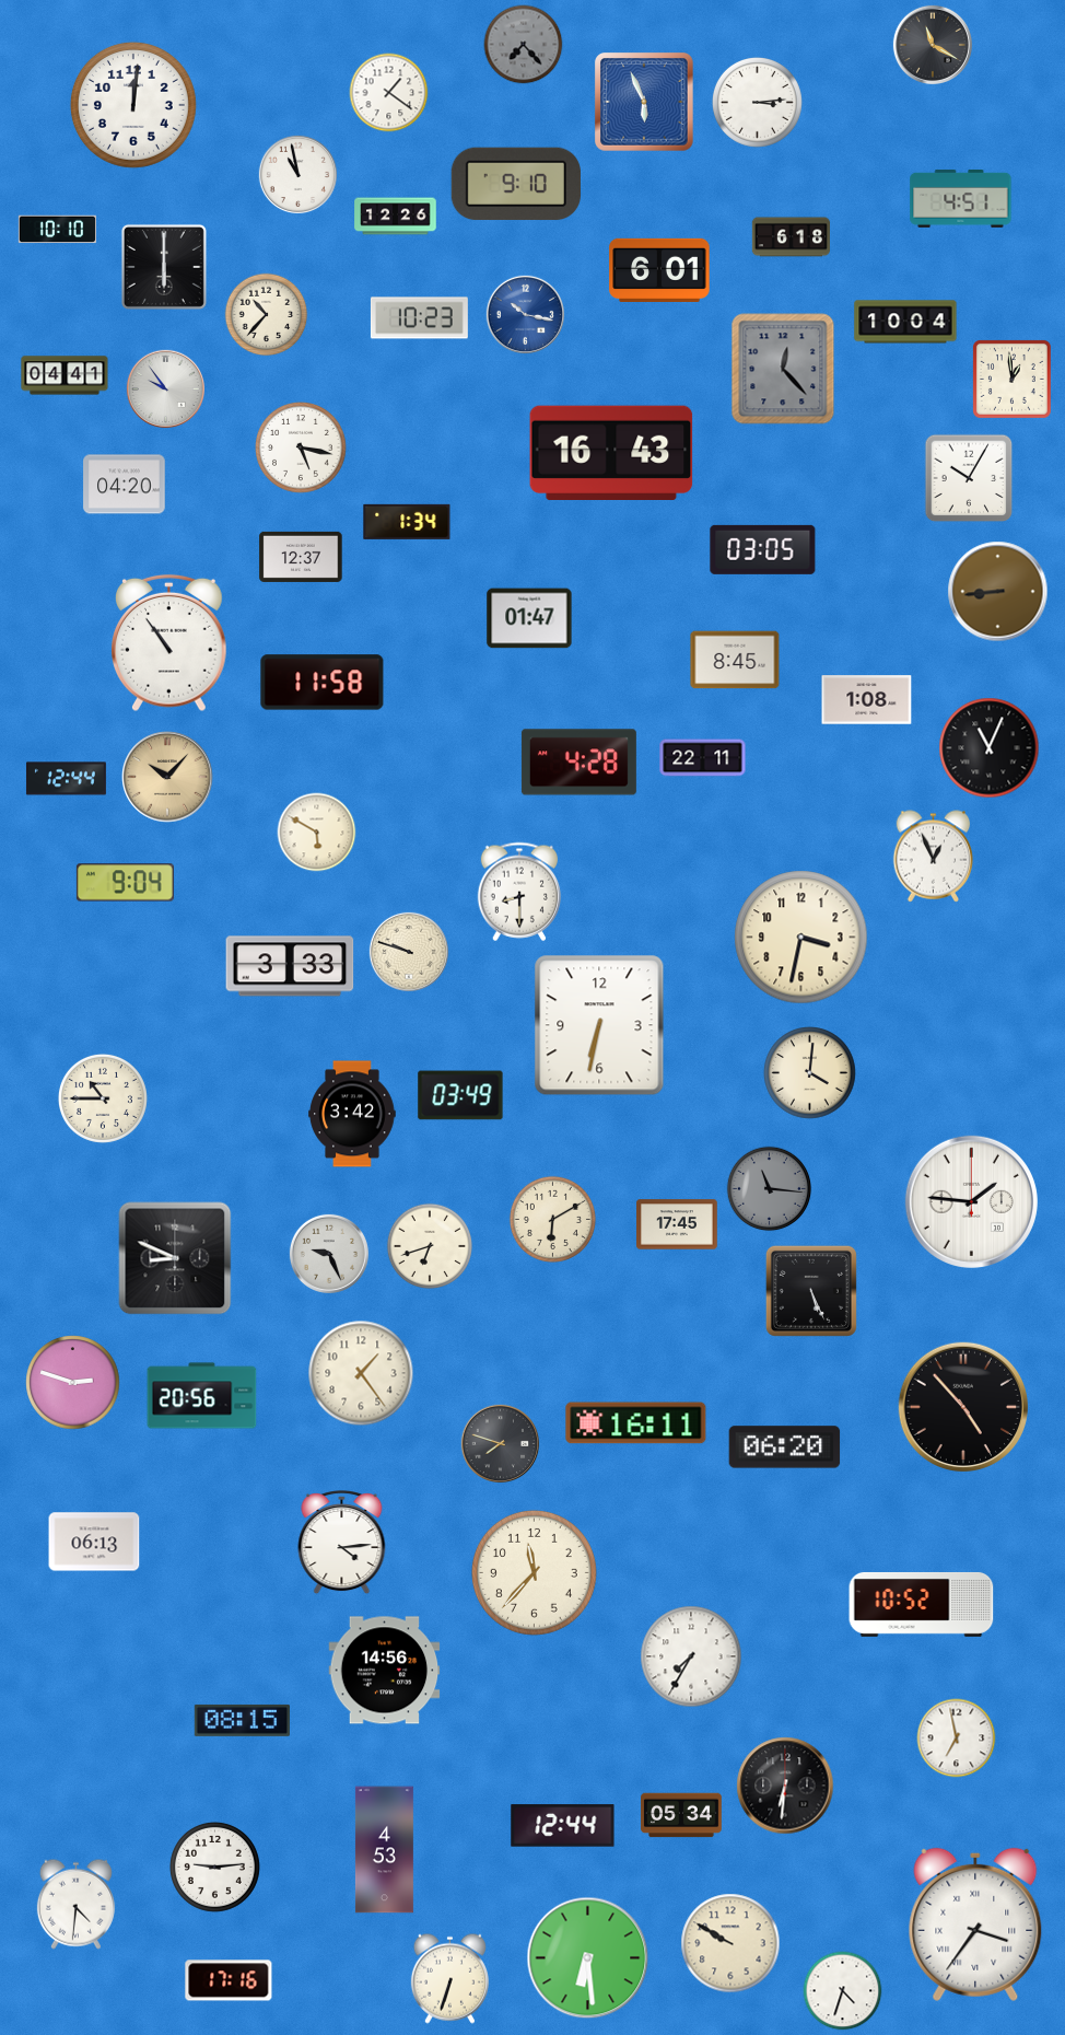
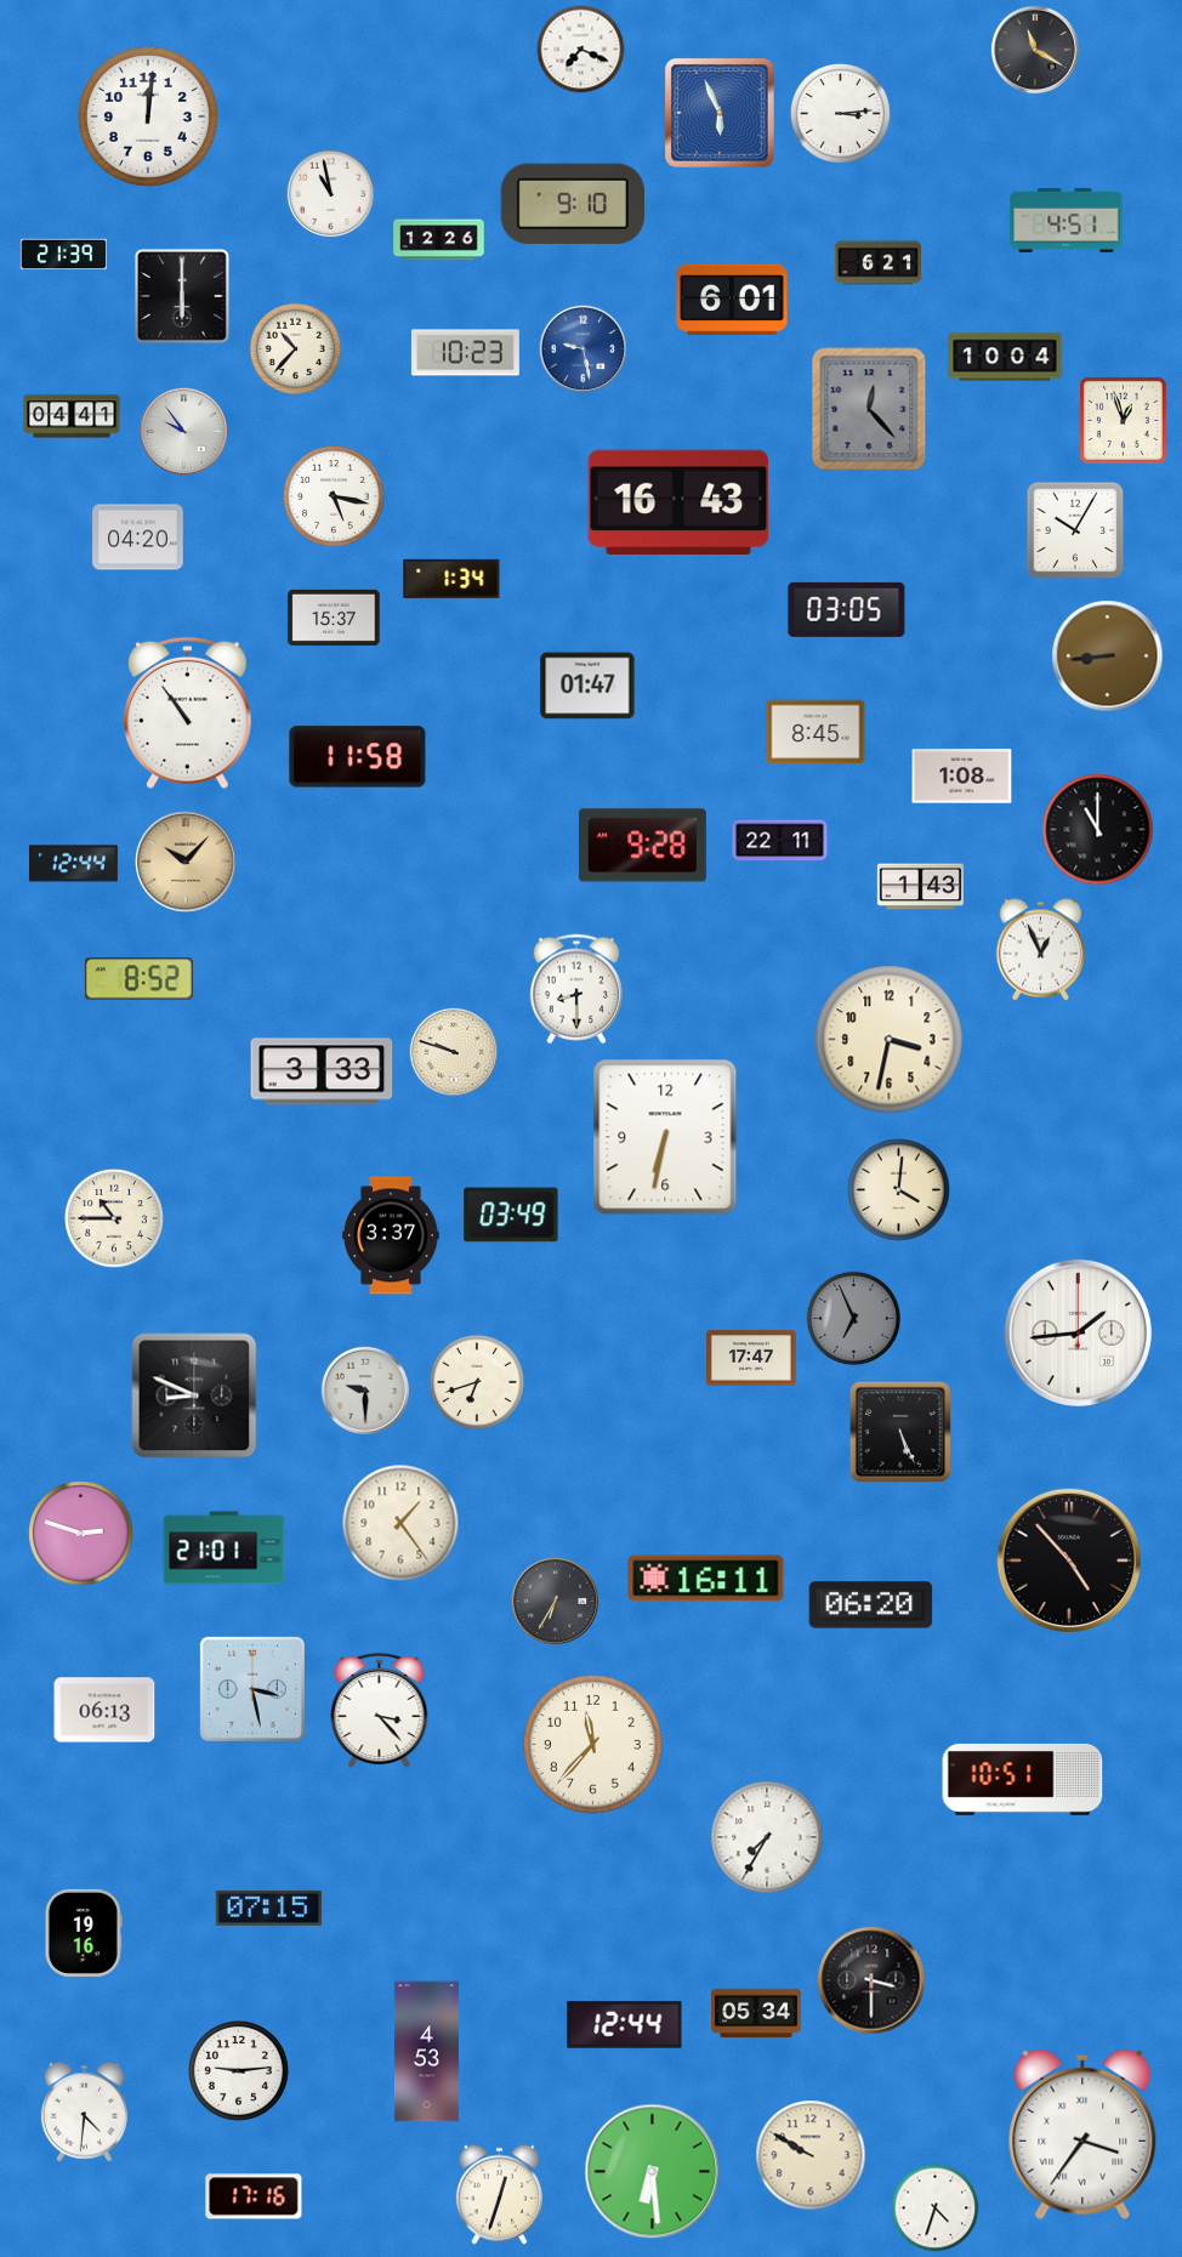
clock at (524, 45): 7:23 -> 7:19
clock at (524, 45) dial: grey -> white
clock at (389, 93): 1:21 -> none
clock at (645, 103) position: (645, 103) -> (721, 114)
clock at (57, 230): 10:10 -> 21:39
clock at (791, 237): 6:18 -> 6:21
clock at (525, 314): 10:17 -> 9:28
clock at (1011, 379): 12:59 -> 12:57
clock at (301, 557): 12:37 -> 15:37
clock at (990, 748): 11:04 -> 11:00
clock at (578, 763): 4:28 -> 9:28
clock at (920, 887): none -> 1:43
clock at (317, 833): 5:50 -> none
clock at (934, 857) position: (934, 857) -> (1041, 950)
clock at (125, 883): 9:04 -> 8:52
clock at (408, 951) position: (408, 951) -> (453, 1051)
clock at (352, 1114): 3:42 -> 3:37
clock at (770, 1189): 11:16 -> 6:56
clock at (971, 1201): 1:46 -> 1:44
clock at (552, 1219): 6:10 -> none
clock at (678, 1224): 17:45 -> 17:47
clock at (328, 1253): 9:26 -> 9:30
clock at (202, 1396): 20:56 -> 21:01
clock at (500, 1443): 7:48 -> 6:35
clock at (252, 1689): none -> 3:28
clock at (342, 1543): 4:14 -> 3:23
clock at (922, 1604): 10:52 -> 10:51
clock at (385, 1671): 14:56 -> none
clock at (242, 1720): 08:15 -> 07:15
clock at (957, 1739): 6:58 -> none
clock at (84, 1933): none -> 19:16
clock at (785, 1786): 6:31 -> 3:30
clock at (449, 1978): 6:33 -> 12:33
